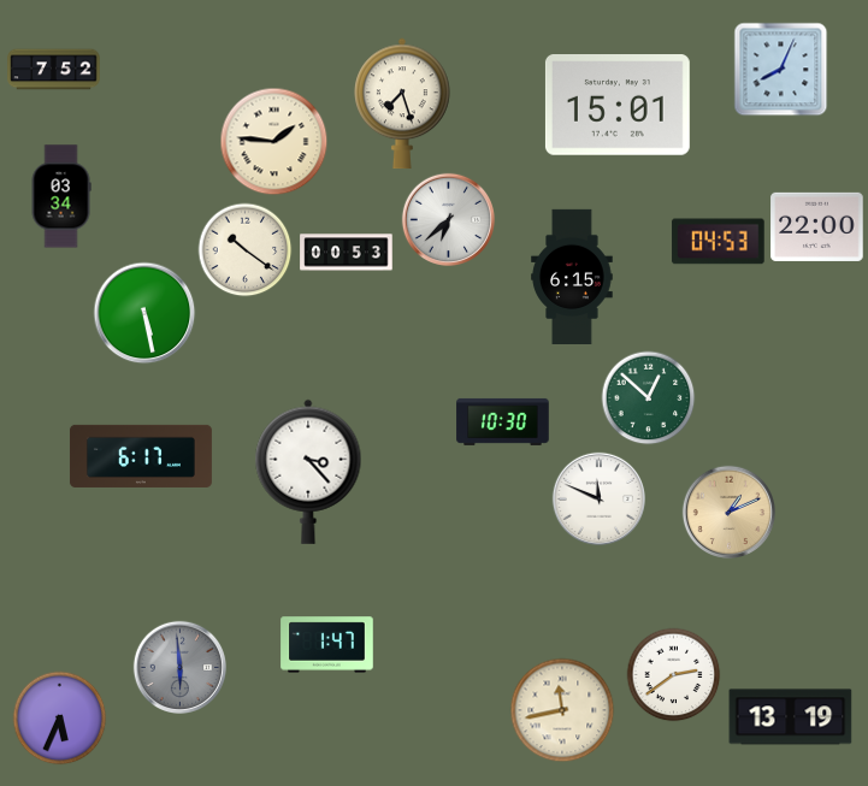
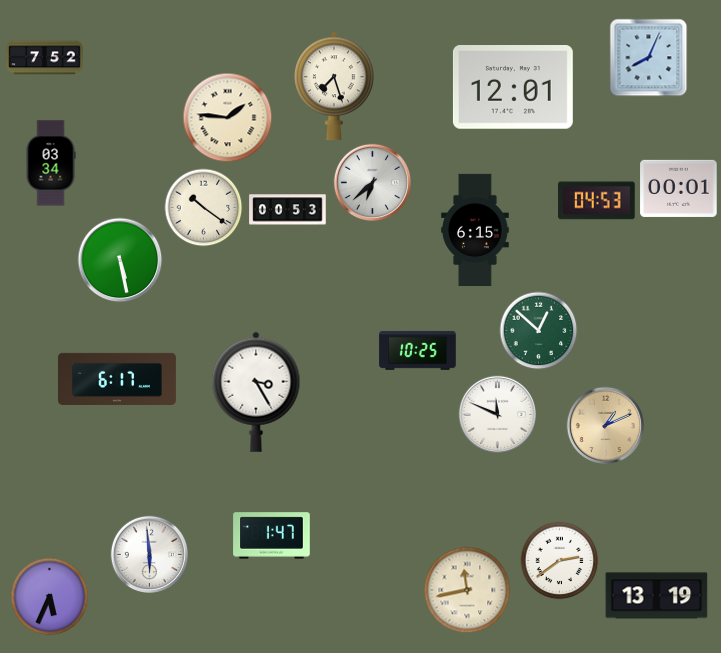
clock at (618, 106): 15:01 -> 12:01
clock at (817, 226): 22:00 -> 00:01
clock at (503, 421): 10:30 -> 10:25
clock at (308, 472): 3:23 -> 3:25
clock at (179, 667) dial: grey -> white
